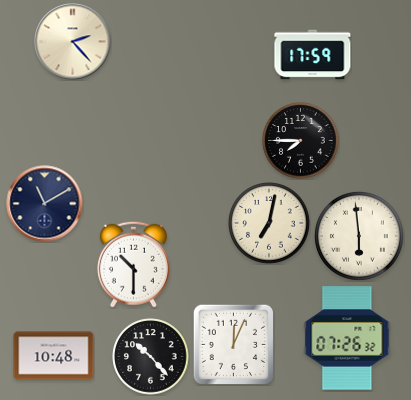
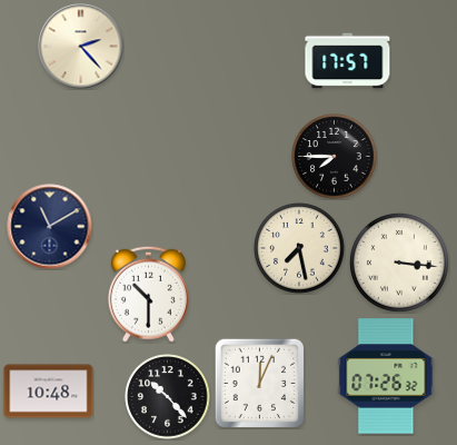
clock at (313, 55): 17:59 -> 17:57
clock at (269, 223): 7:02 -> 7:28
clock at (359, 236): 5:59 -> 3:16
clock at (54, 356) position: (54, 356) -> (49, 392)
